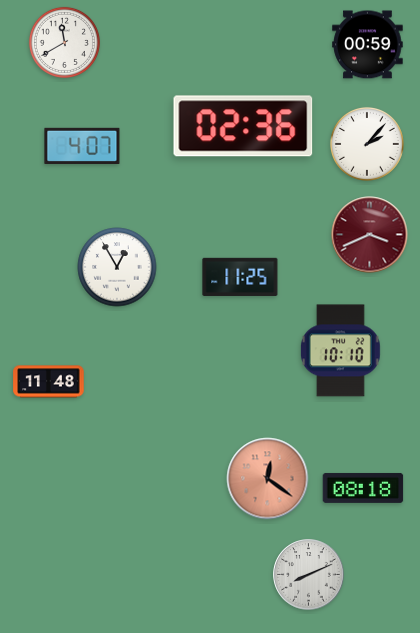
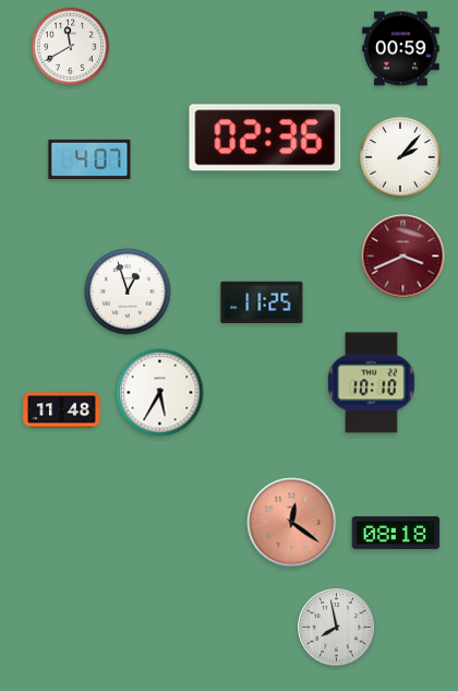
clock at (117, 267): 12:55 -> 12:57
clock at (160, 393): none -> 5:35
clock at (49, 382) position: (49, 382) -> (62, 410)
clock at (309, 575): 8:11 -> 7:58
